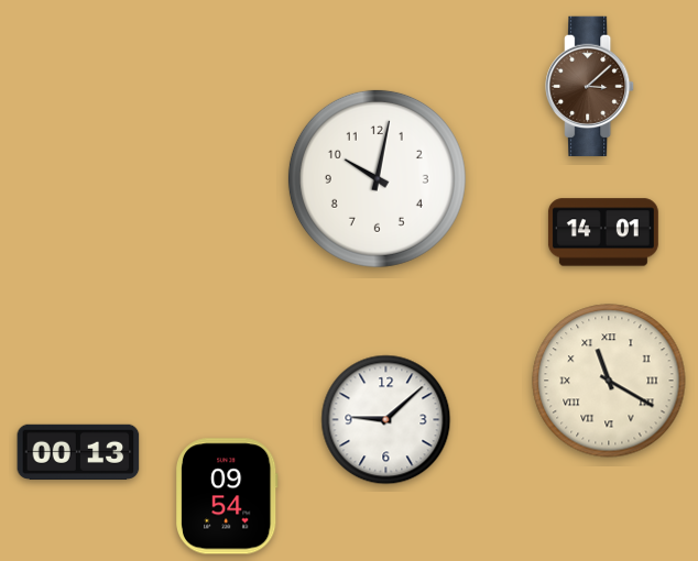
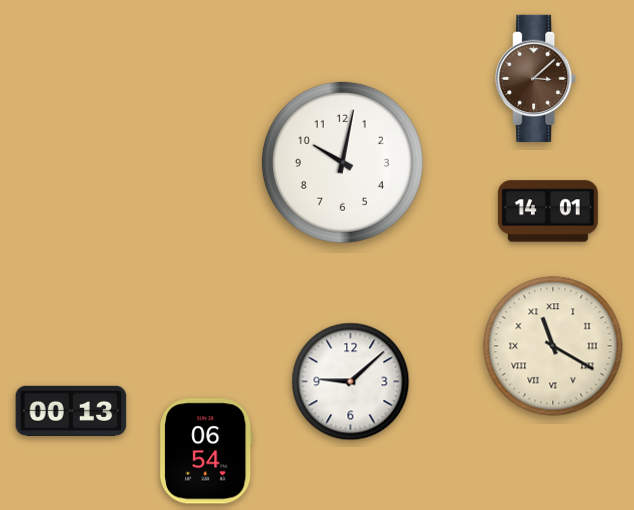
clock at (228, 496): 09:54 -> 06:54
